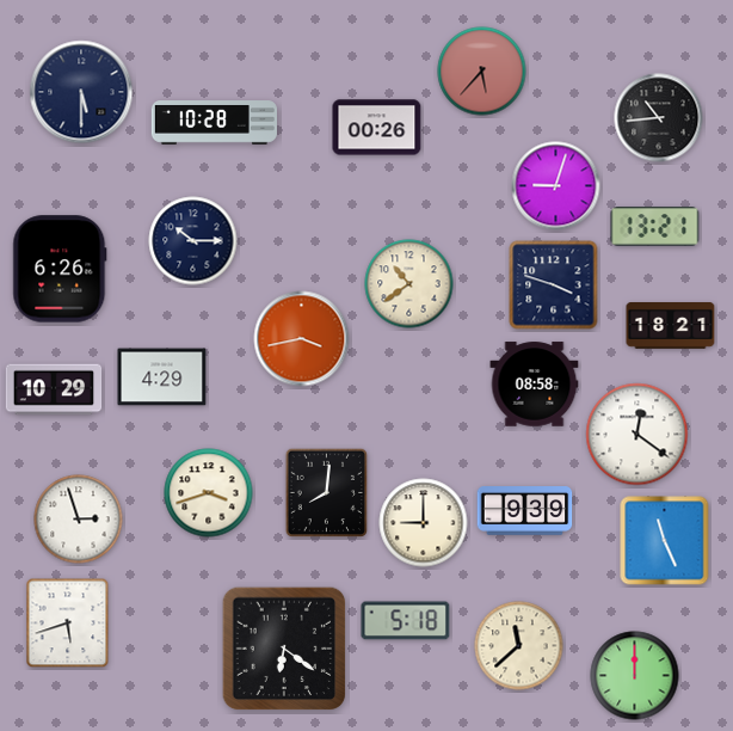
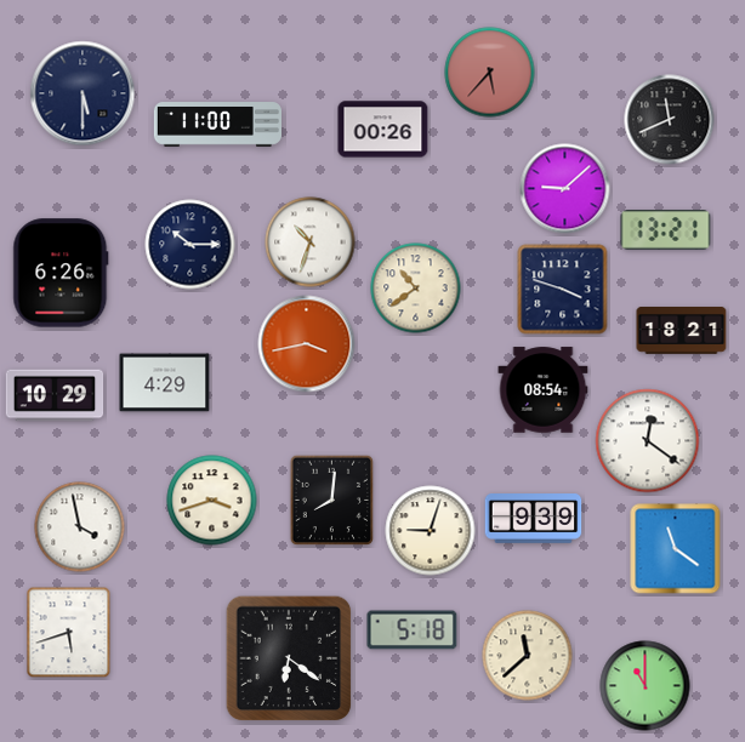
clock at (659, 118): 10:44 -> 11:41
clock at (214, 123): 10:28 -> 11:00
clock at (556, 186): 9:03 -> 9:08
clock at (311, 242): none -> 10:33
clock at (193, 241) position: (193, 241) -> (190, 245)
clock at (535, 385): 08:58 -> 08:54
clock at (79, 520): 2:57 -> 3:58
clock at (424, 523): 9:00 -> 9:03
clock at (665, 541): 11:26 -> 11:21
clock at (635, 676): 12:00 -> 11:00
